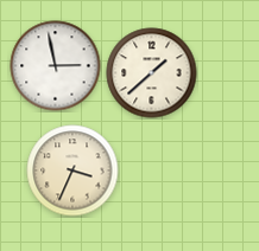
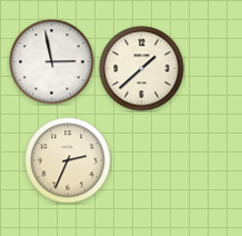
clock at (72, 170): 3:34 -> 2:34
